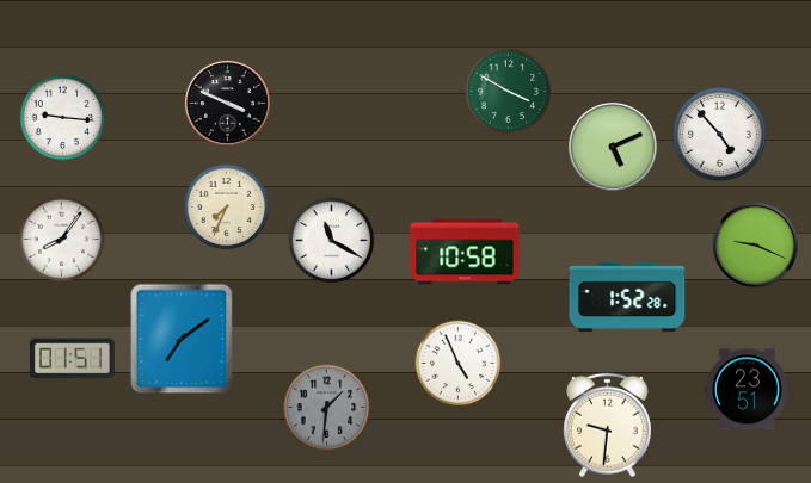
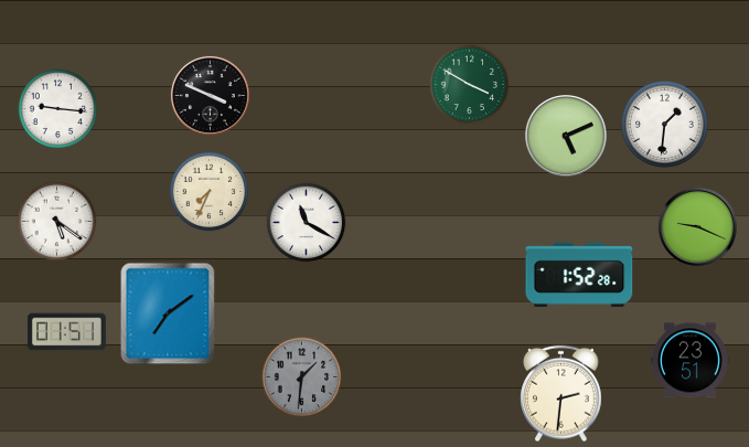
clock at (719, 134): 4:53 -> 1:31
clock at (62, 240): 8:06 -> 5:21
clock at (465, 252): 10:58 -> none
clock at (459, 364): 4:56 -> none
clock at (608, 426): 9:31 -> 2:31
